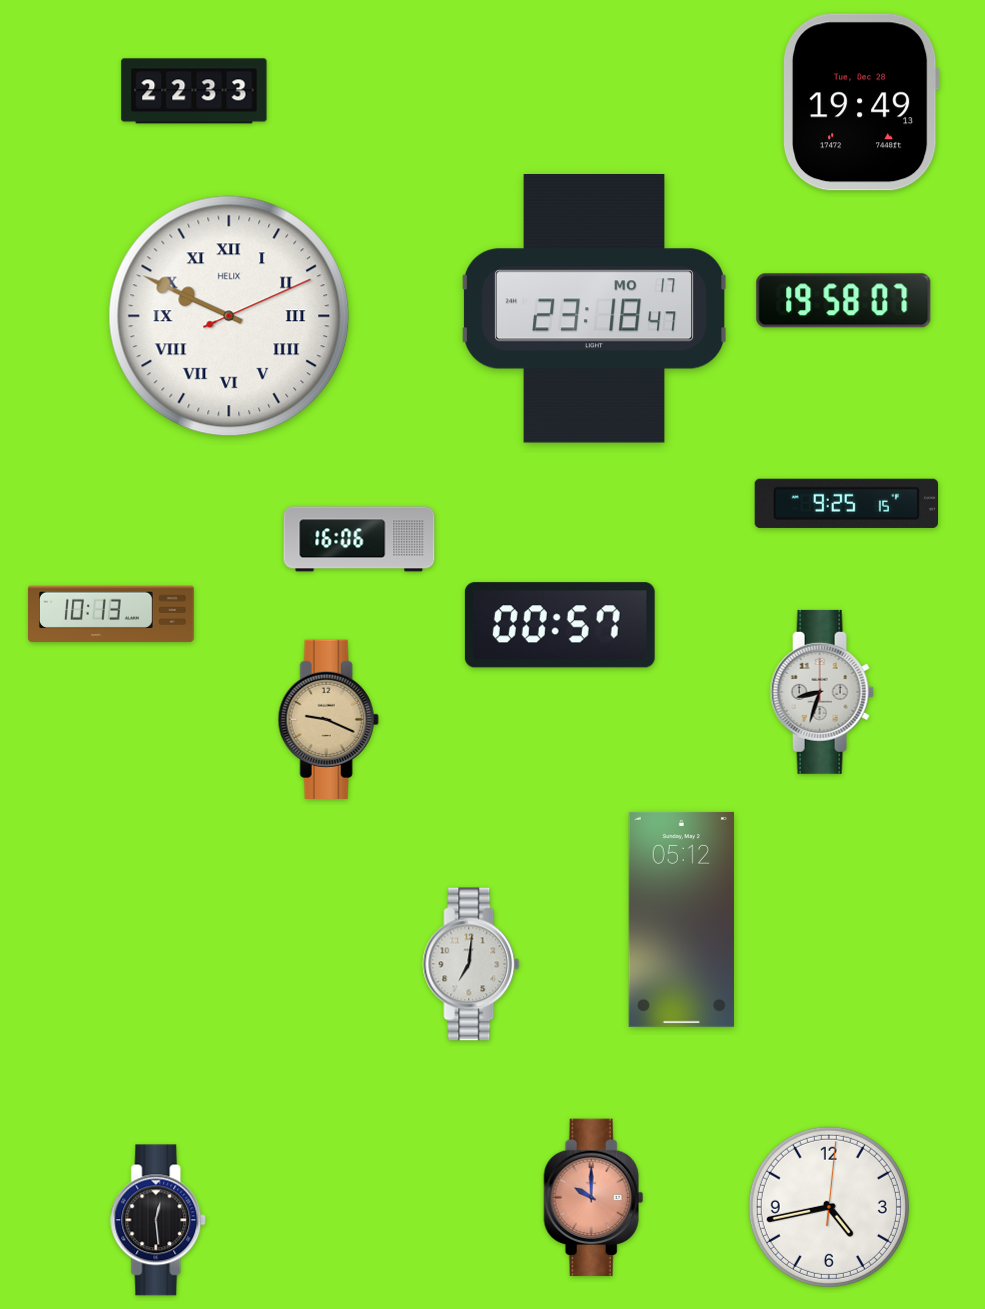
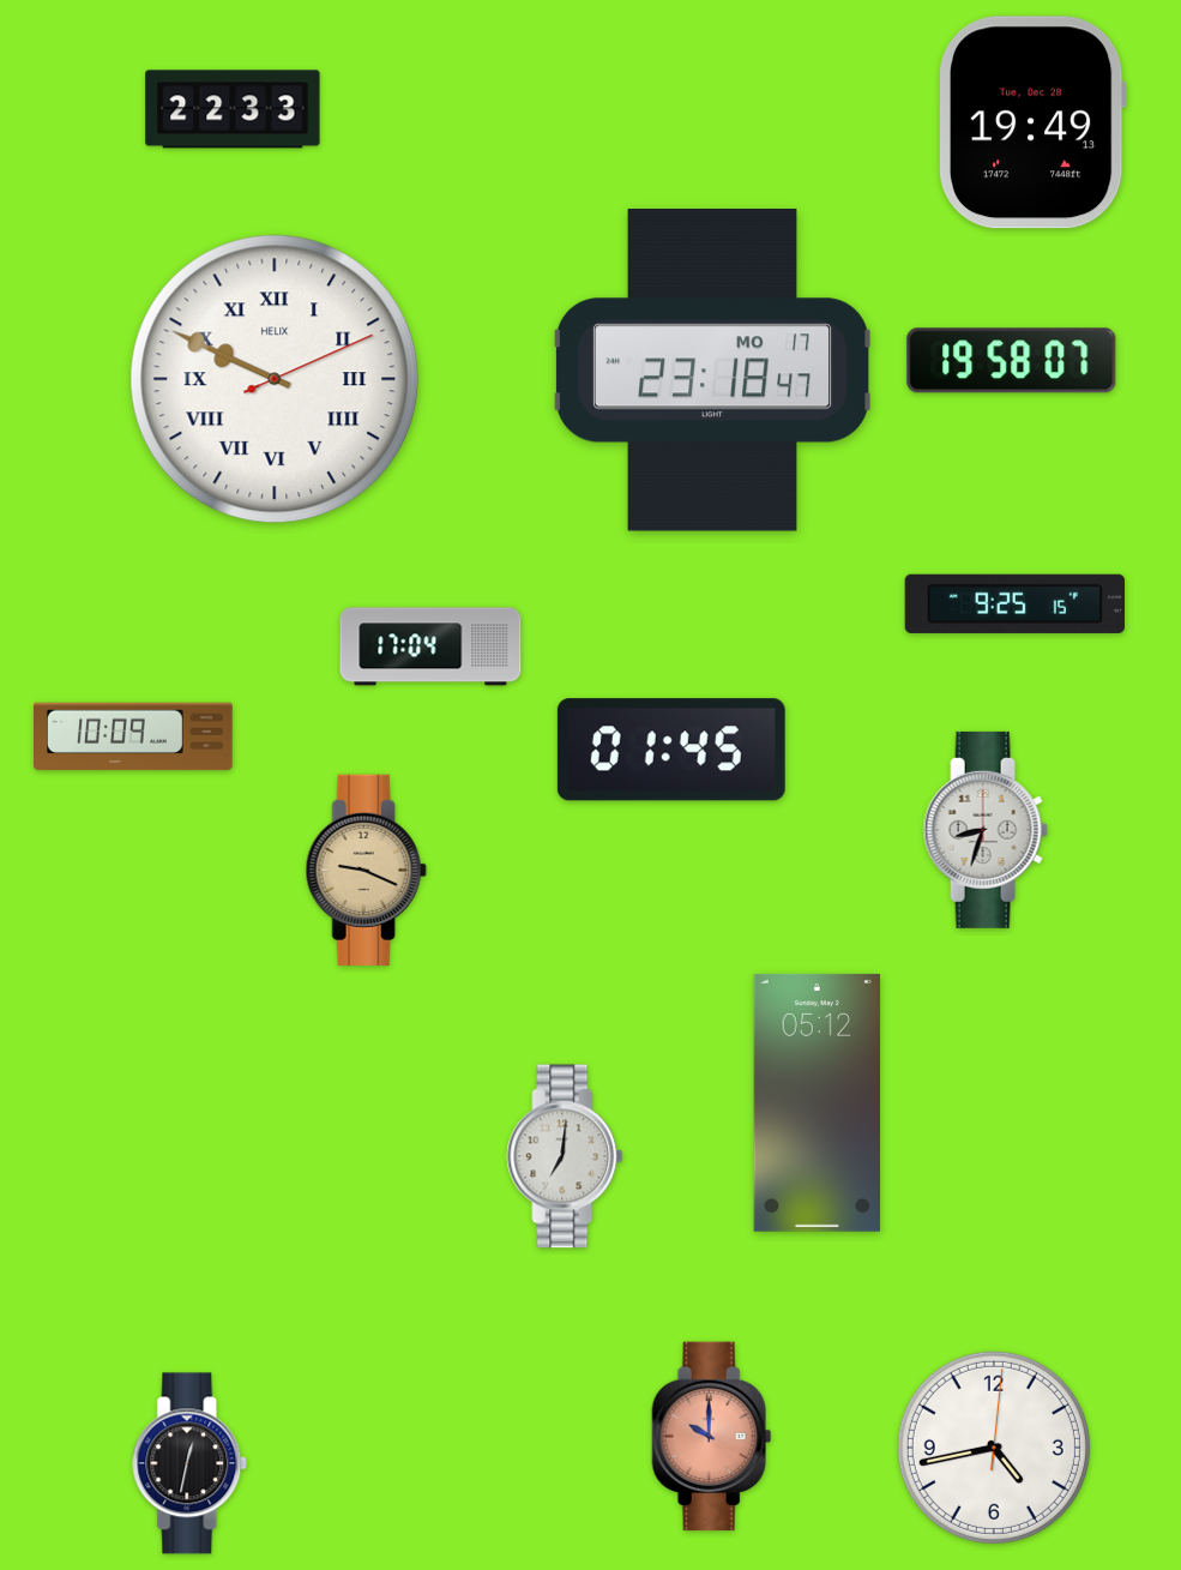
clock at (359, 539): 16:06 -> 17:04
clock at (112, 614): 10:13 -> 10:09
clock at (560, 625): 00:57 -> 01:45
clock at (328, 719) position: (328, 719) -> (366, 870)
clock at (159, 1220): 12:29 -> 12:32
